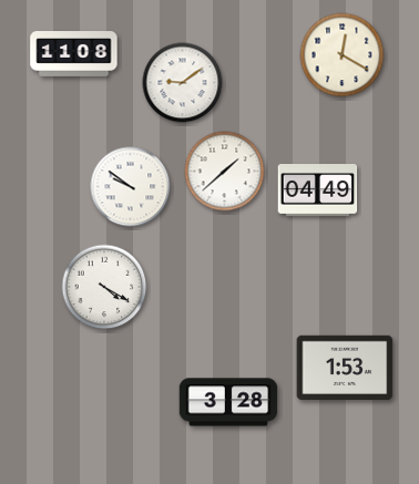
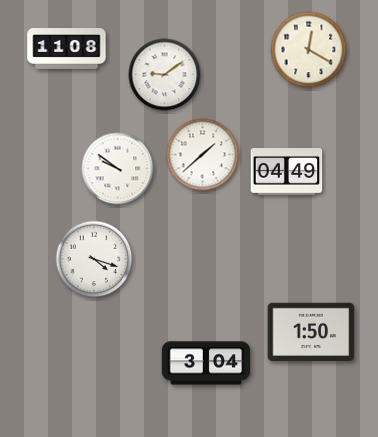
clock at (104, 287): 4:20 -> 4:18
clock at (345, 367): 1:53 -> 1:50
clock at (228, 402): 3:28 -> 3:04
